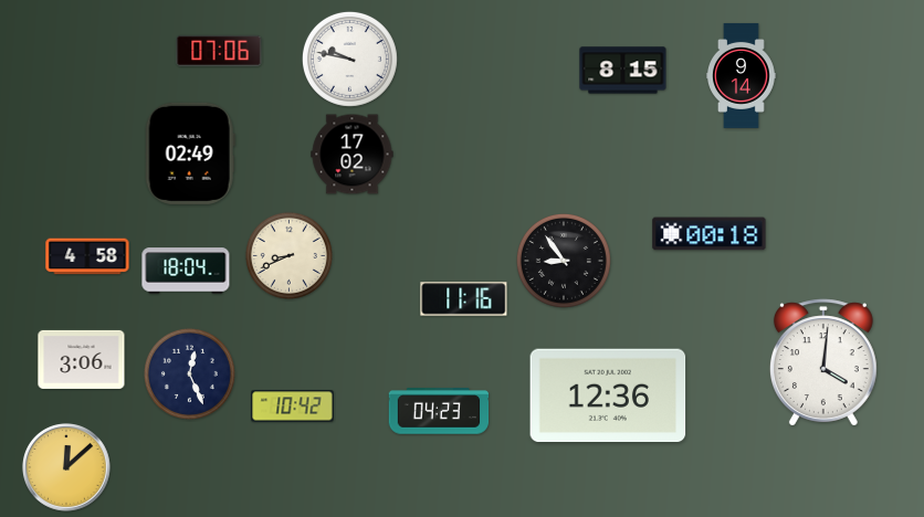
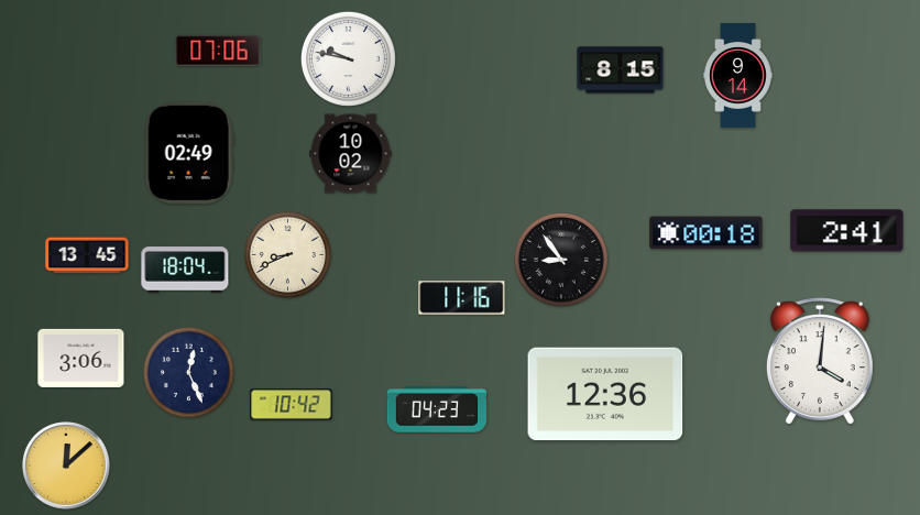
clock at (353, 155): 17:02 -> 10:02
clock at (847, 231): none -> 2:41
clock at (87, 256): 4:58 -> 13:45
